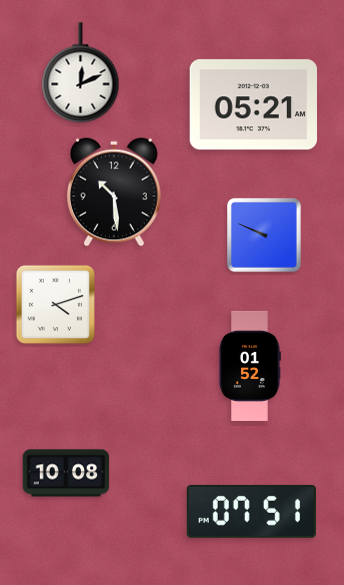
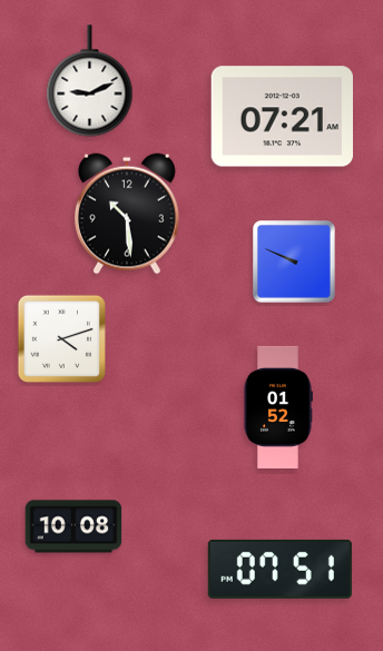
clock at (81, 73): 12:11 -> 9:11
clock at (253, 105): 05:21 -> 07:21
